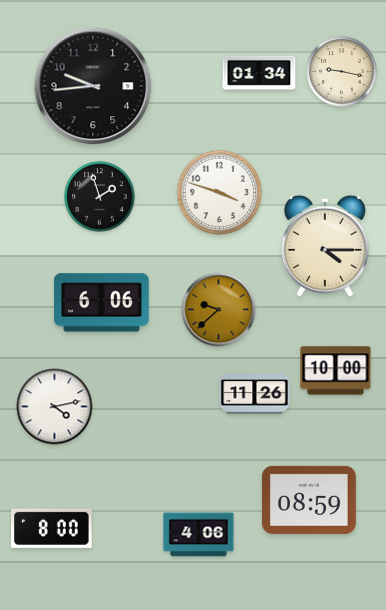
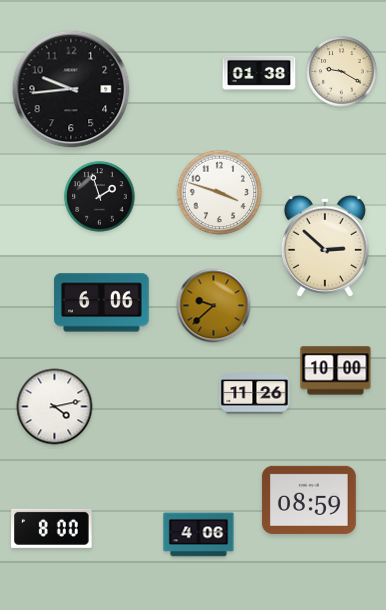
clock at (342, 72): 9:17 -> 9:20
clock at (259, 73): 01:34 -> 01:38
clock at (93, 86) position: (93, 86) -> (71, 89)
clock at (325, 246): 4:15 -> 2:52
clock at (219, 310) position: (219, 310) -> (214, 306)
